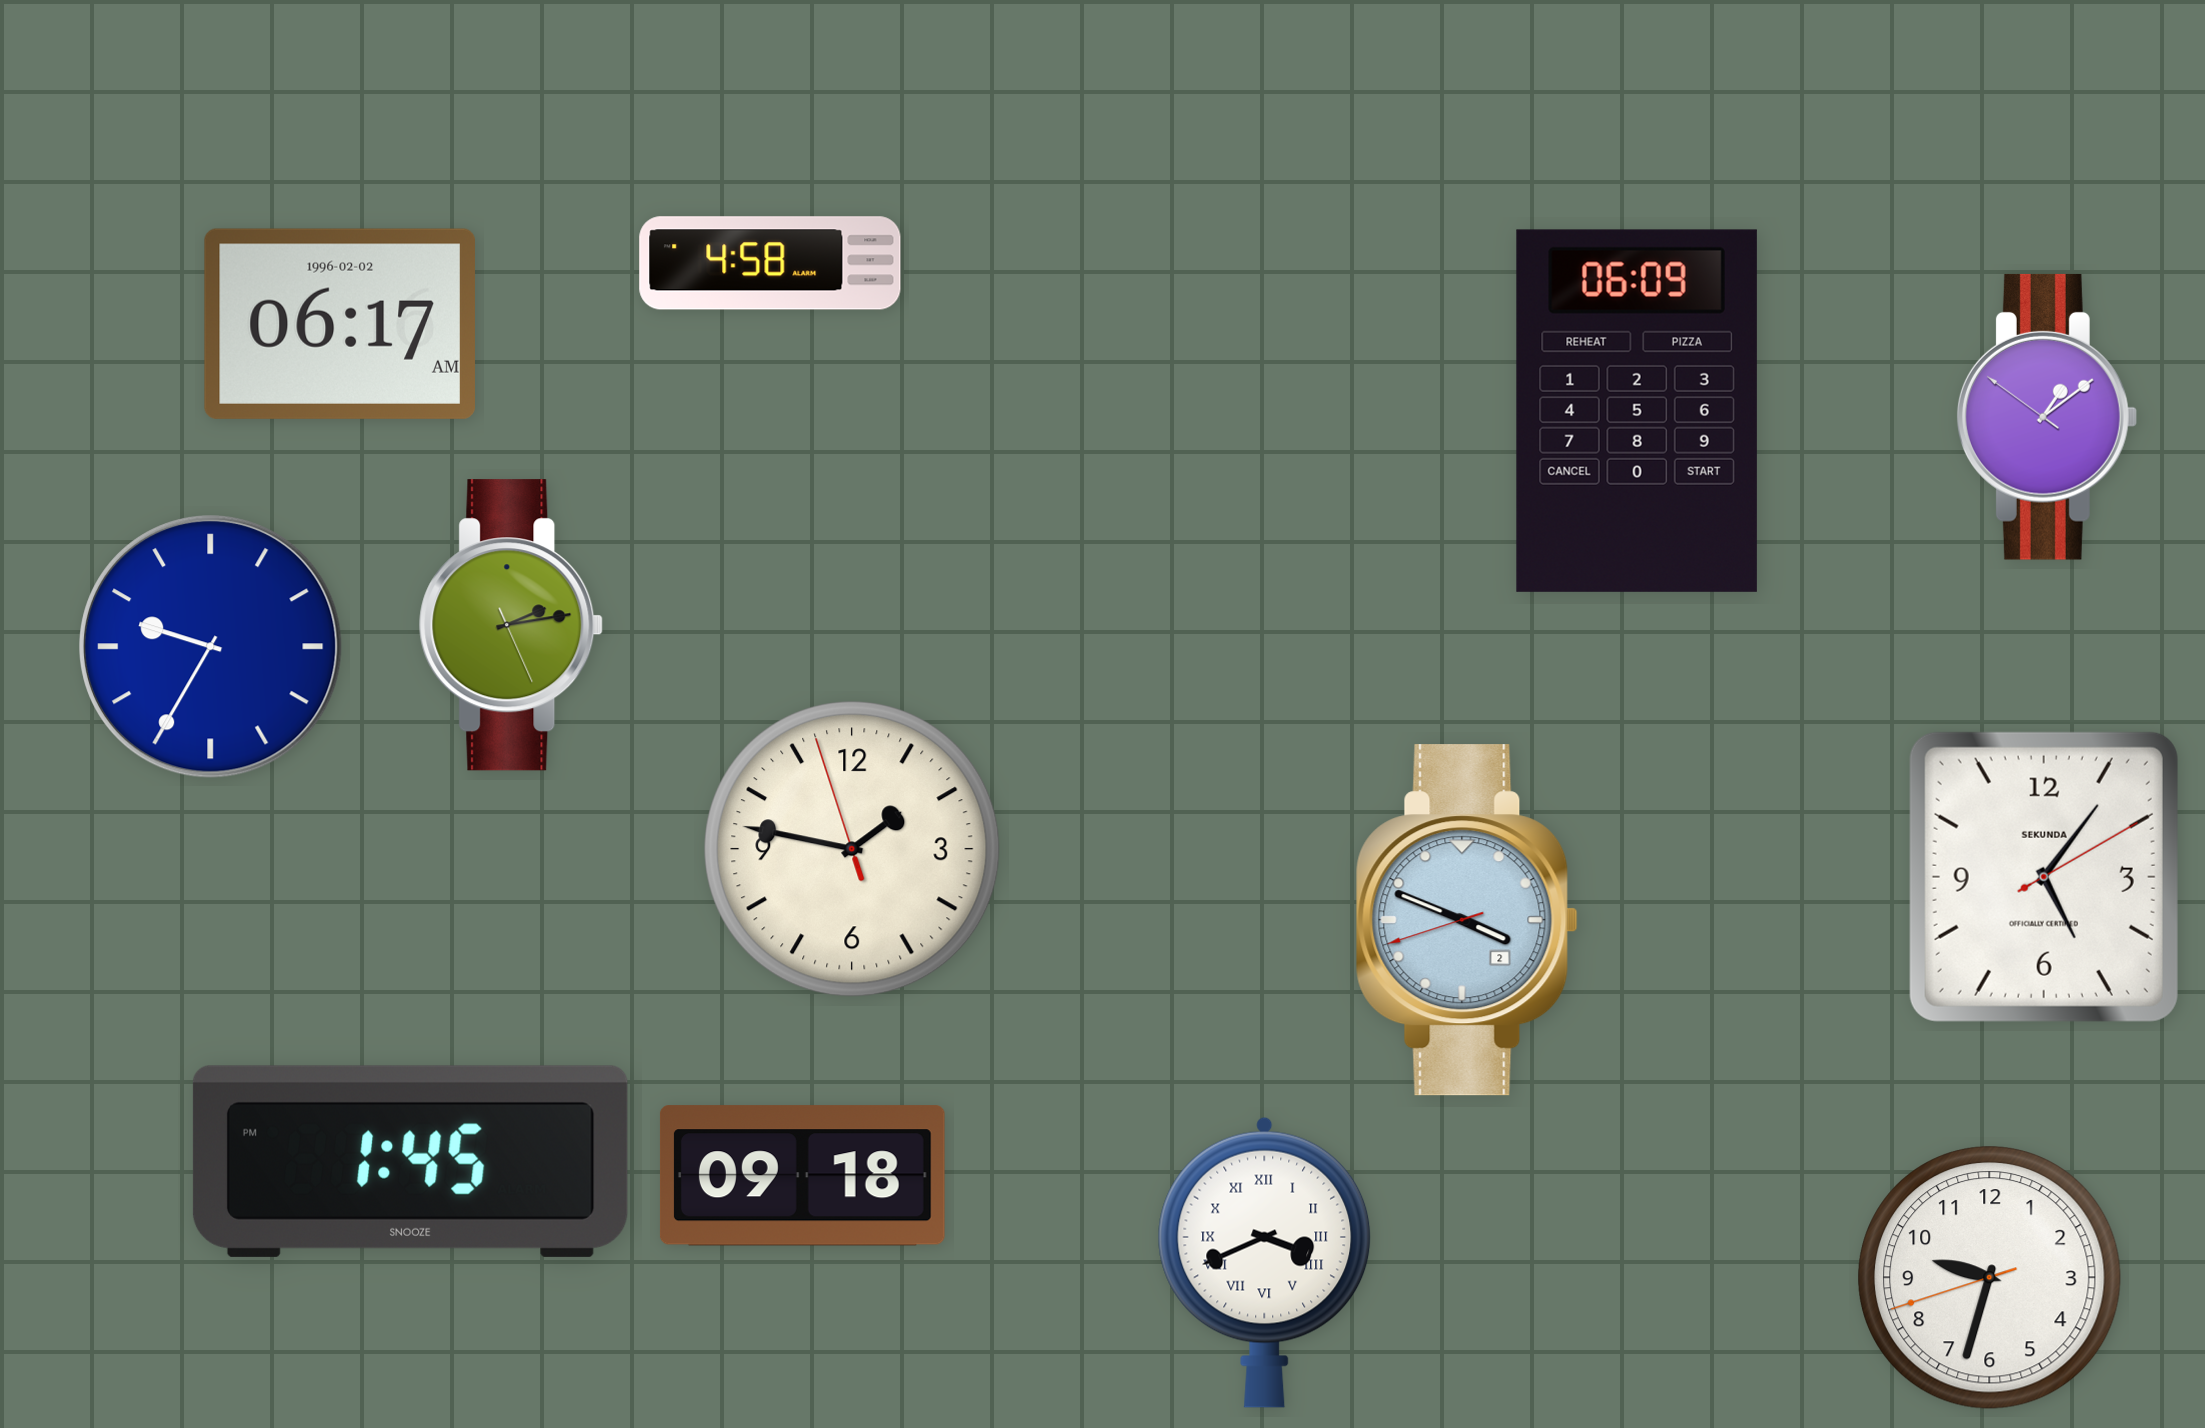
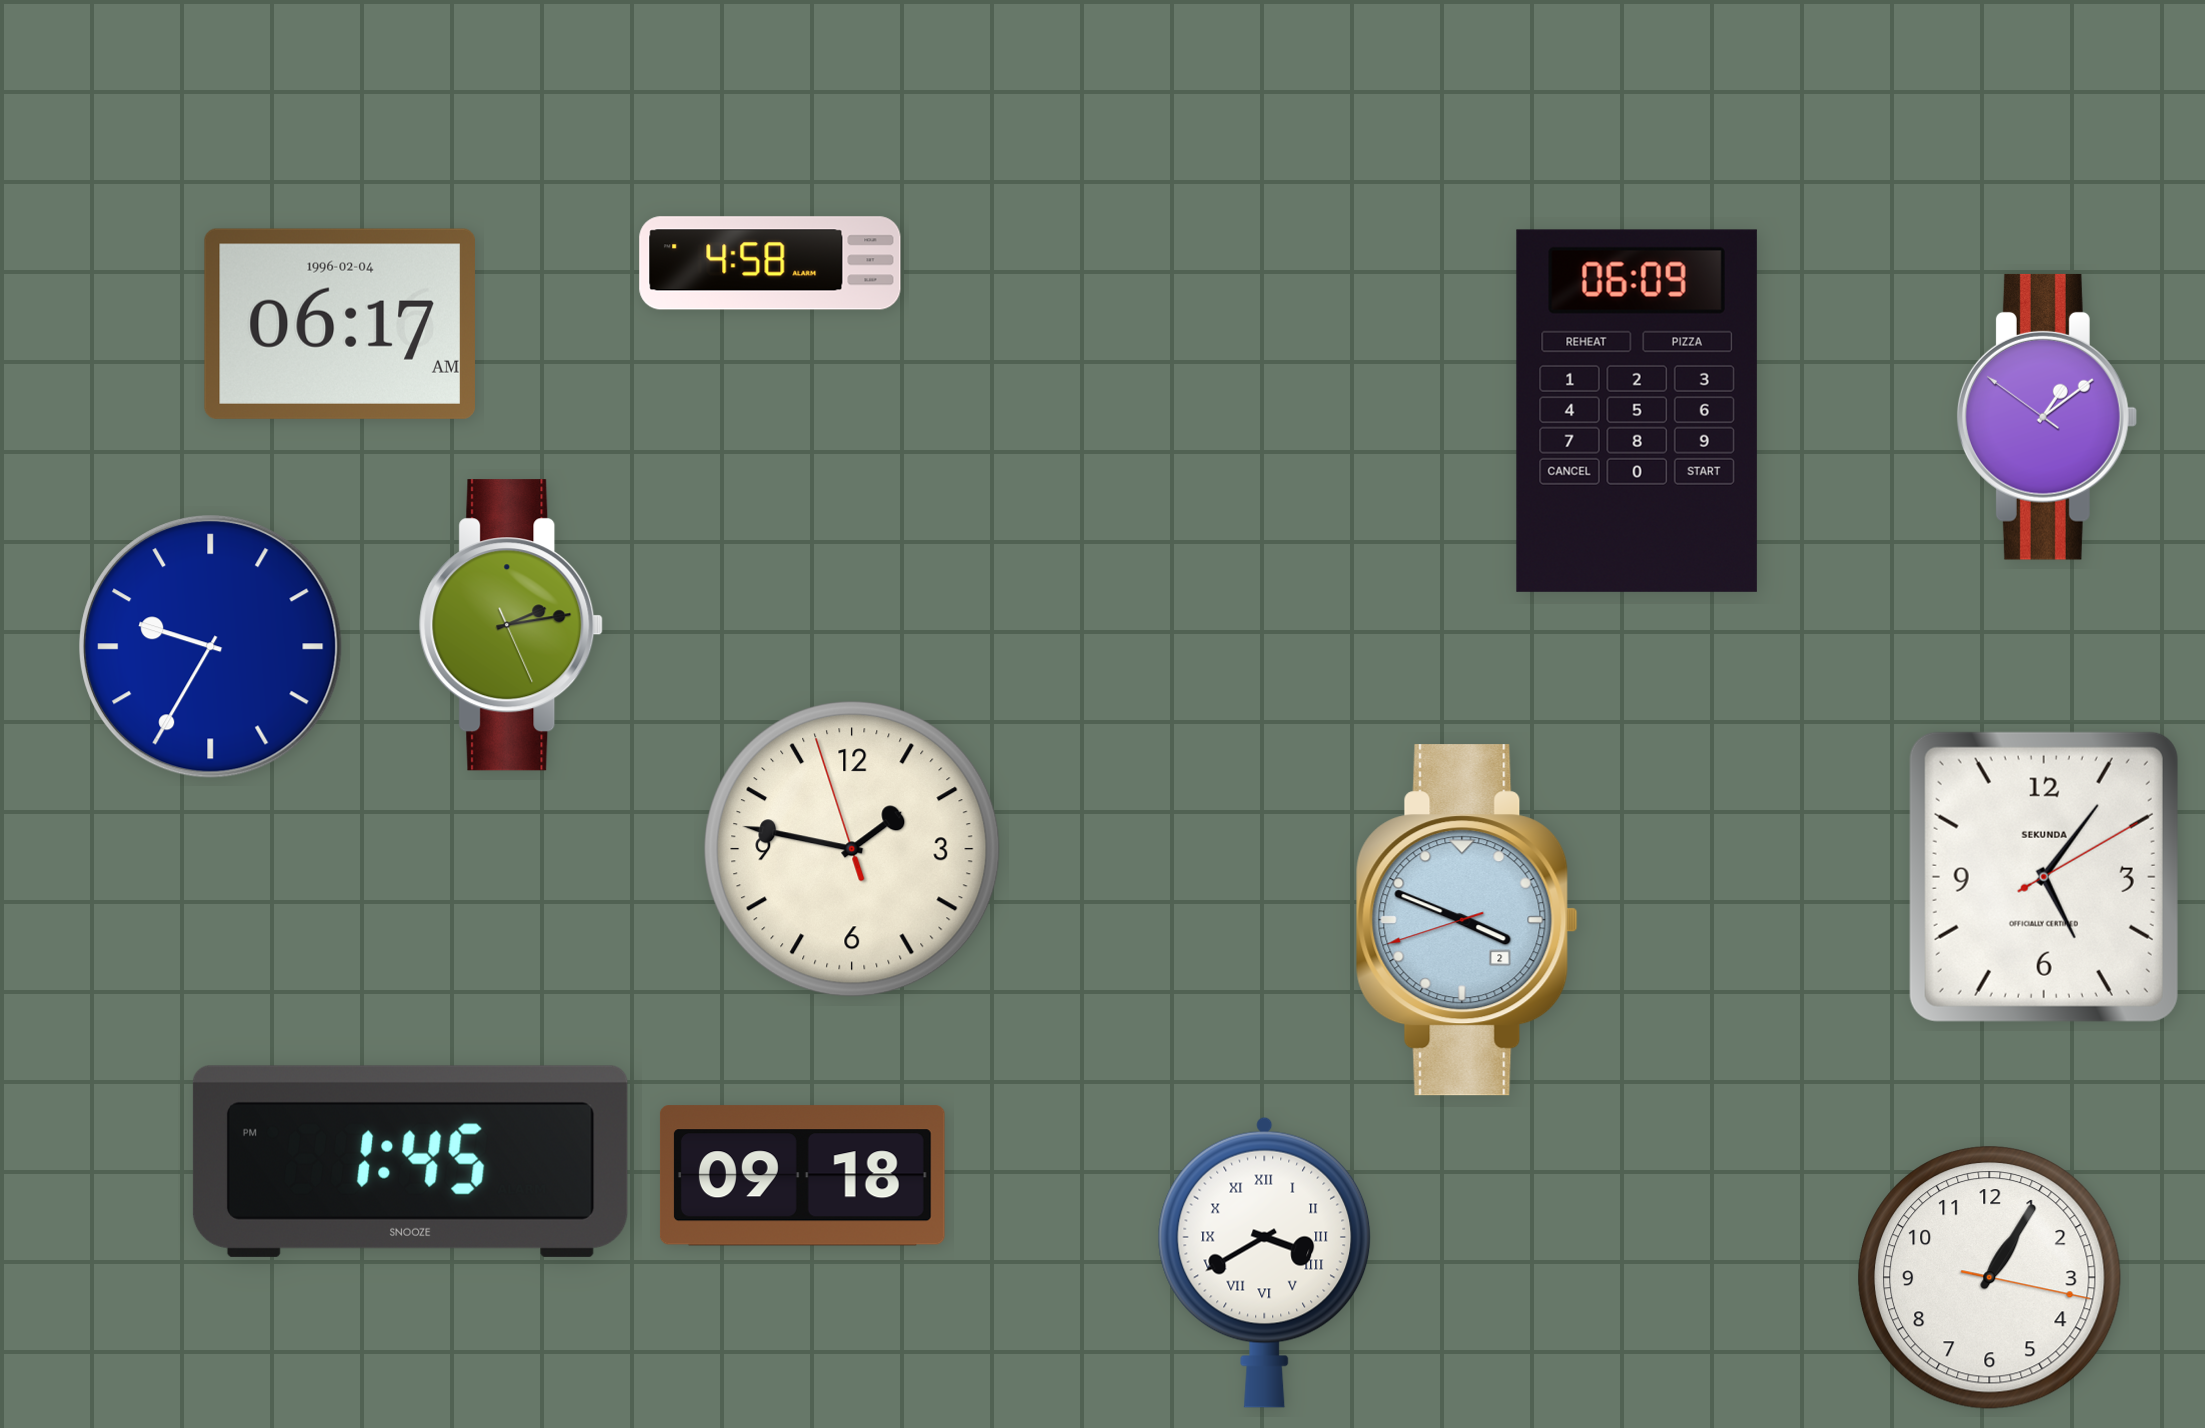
clock at (340, 324) date: 1996-02-02 -> 1996-02-04
clock at (1265, 1262): 3:41 -> 3:40
clock at (1990, 1278): 9:32 -> 1:05
